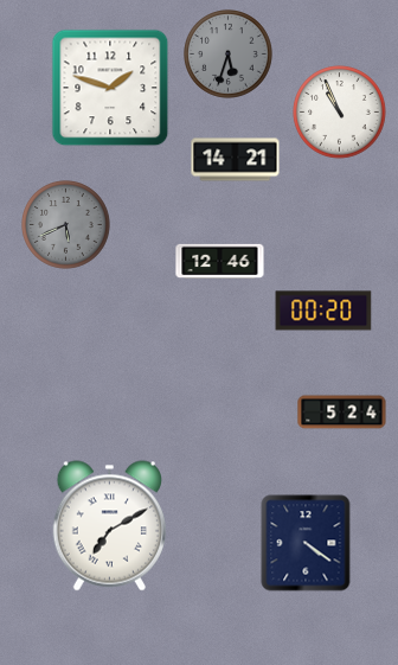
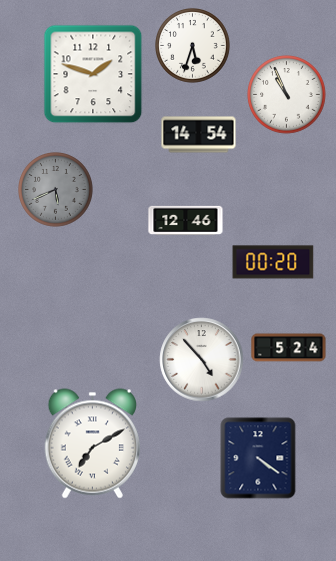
clock at (229, 55) dial: grey -> white
clock at (236, 160): 14:21 -> 14:54
clock at (202, 360): none -> 4:53
